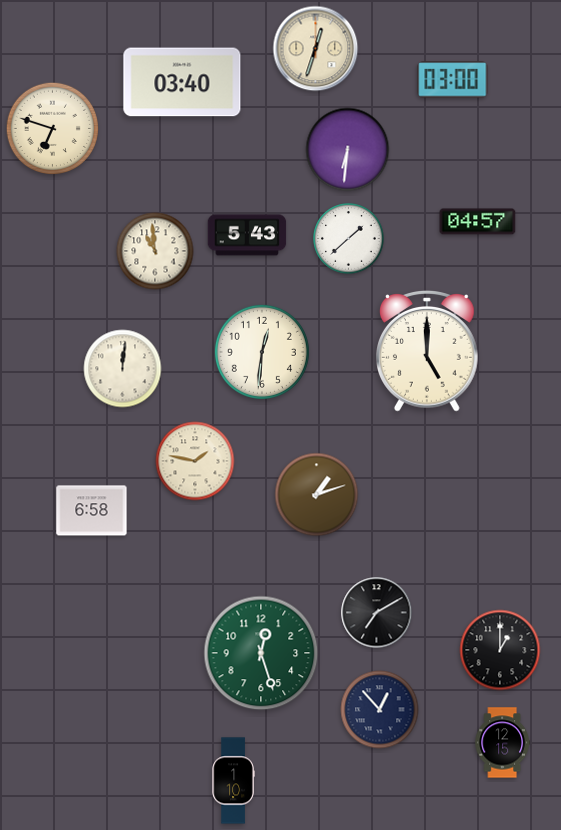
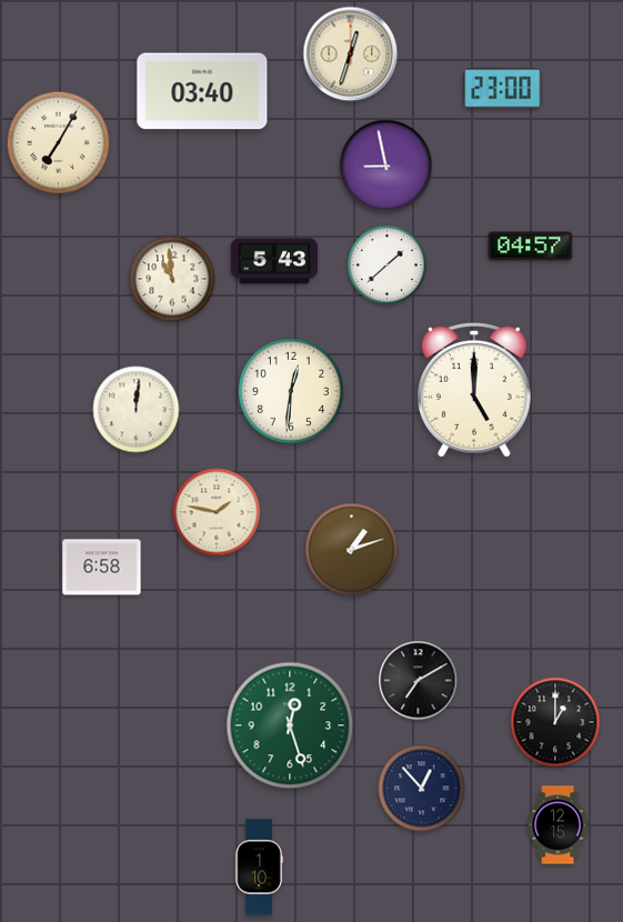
clock at (453, 80): 03:00 -> 23:00
clock at (53, 129): 6:48 -> 7:05
clock at (348, 150): 6:31 -> 8:58
